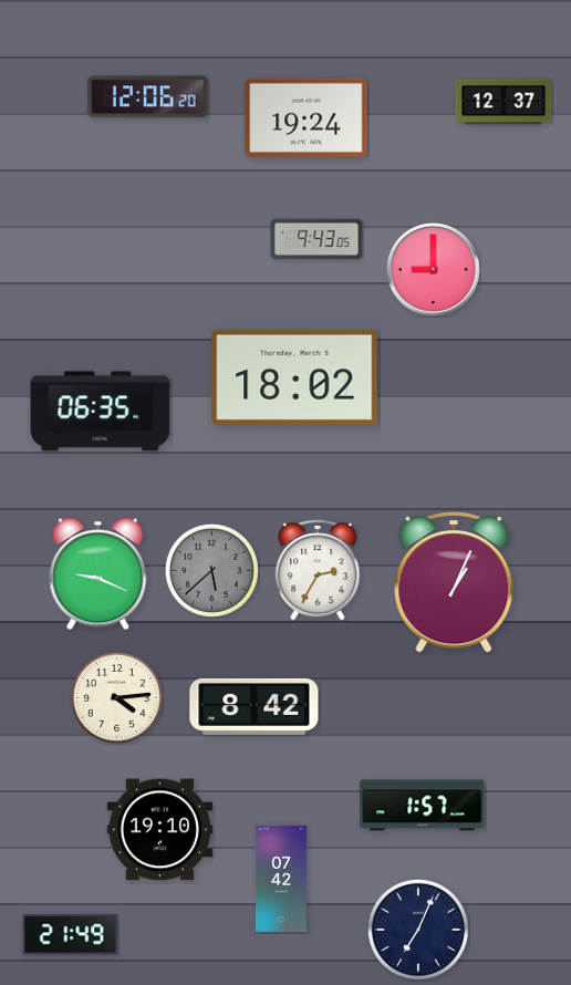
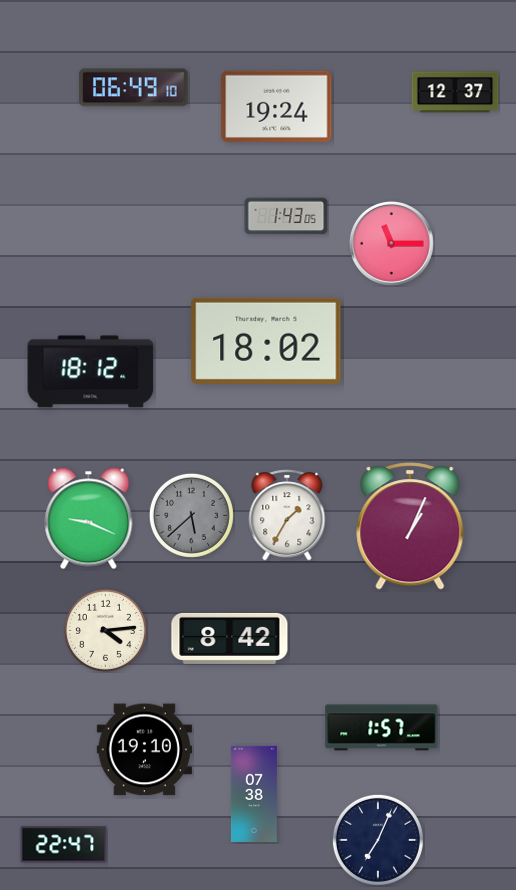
clock at (148, 97): 12:06 -> 06:49
clock at (316, 239): 9:43 -> 1:43
clock at (433, 269): 9:00 -> 11:15
clock at (101, 412): 06:35 -> 18:12
clock at (318, 570): 2:35 -> 1:35
clock at (281, 878): 07:42 -> 07:38
clock at (71, 935): 21:49 -> 22:47
